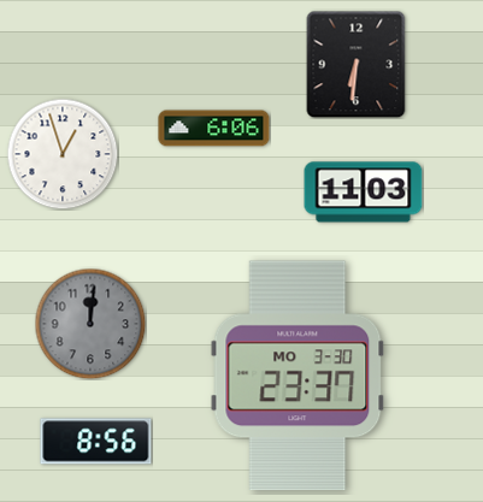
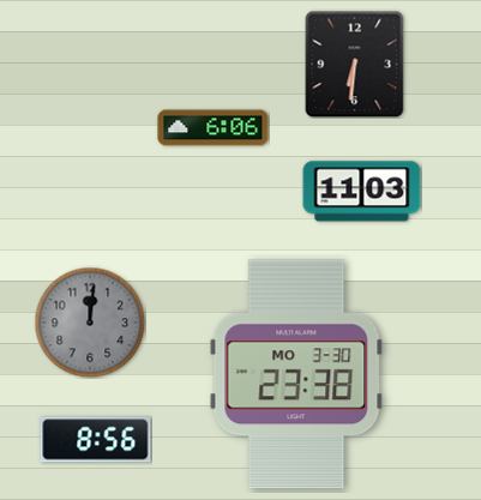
clock at (63, 154): 12:57 -> none
clock at (298, 376): 23:37 -> 23:38
